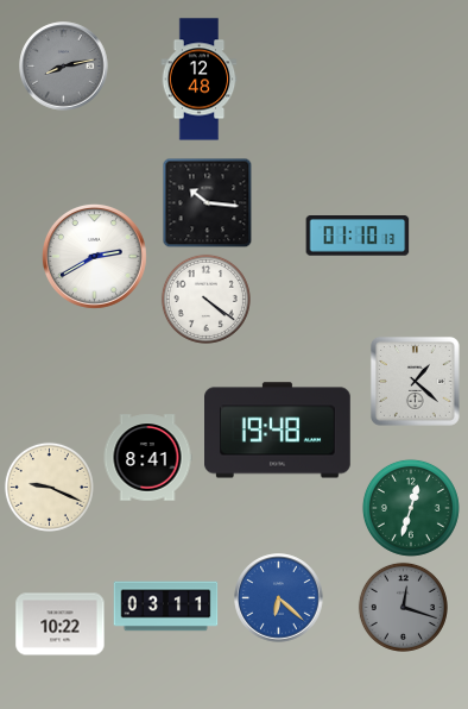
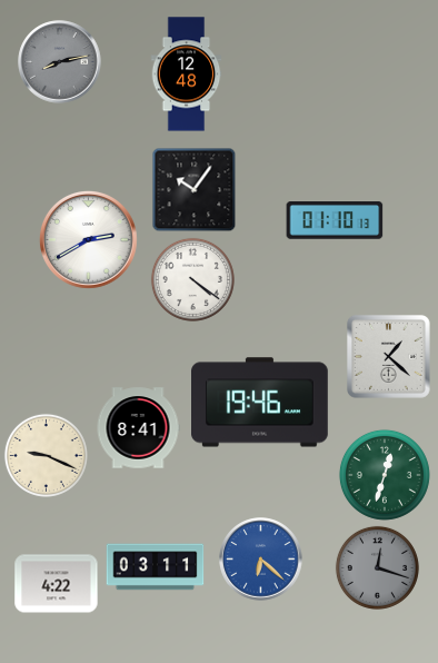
clock at (208, 203): 10:16 -> 10:06
clock at (278, 431): 19:48 -> 19:46
clock at (61, 625): 10:22 -> 4:22
